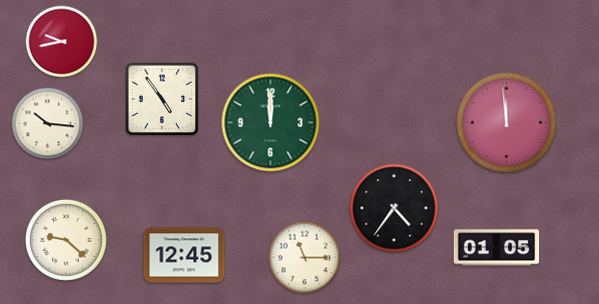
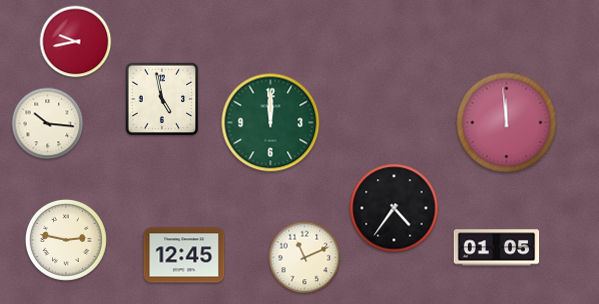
clock at (62, 42) position: (62, 42) -> (76, 42)
clock at (162, 99): 4:54 -> 4:58
clock at (66, 240): 9:22 -> 2:47
clock at (305, 258): 11:15 -> 11:11
